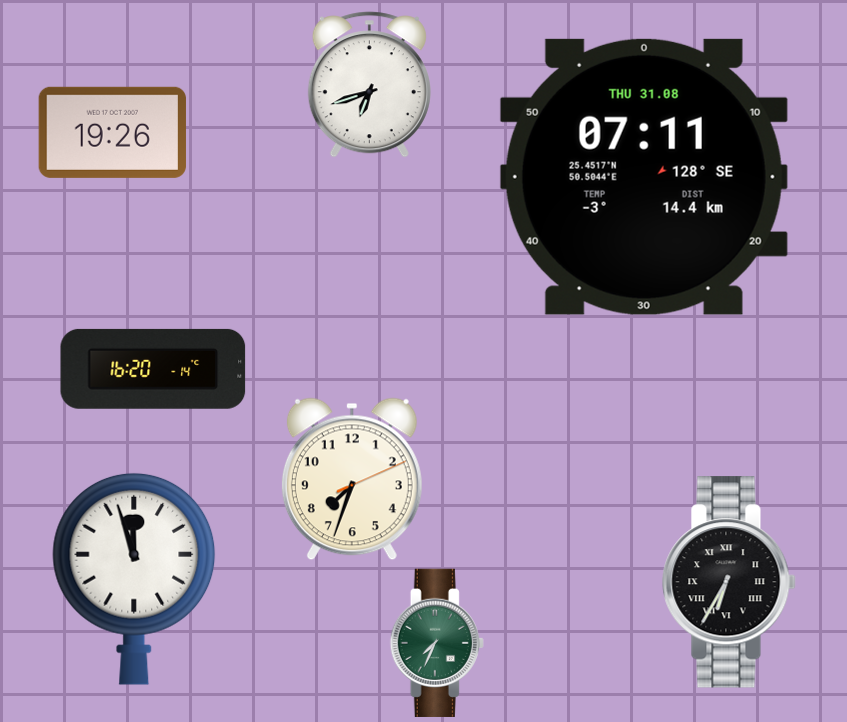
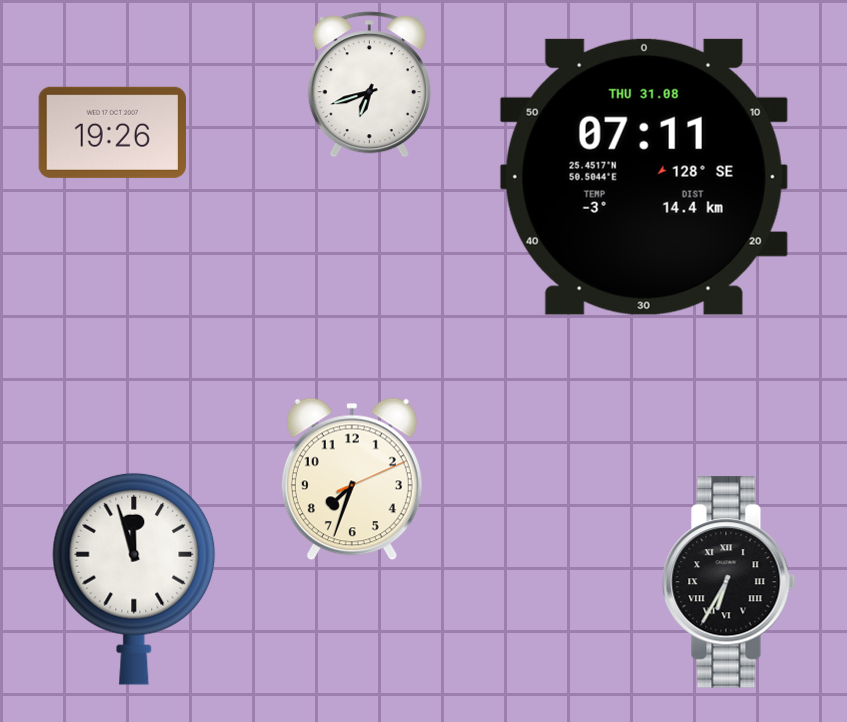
clock at (153, 369): 16:20 -> none
clock at (437, 642): 7:34 -> none
